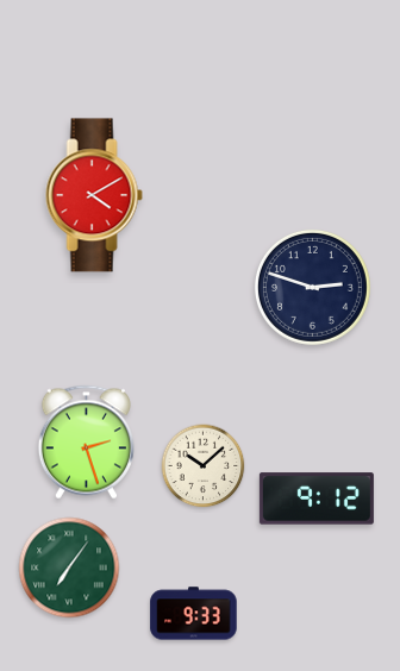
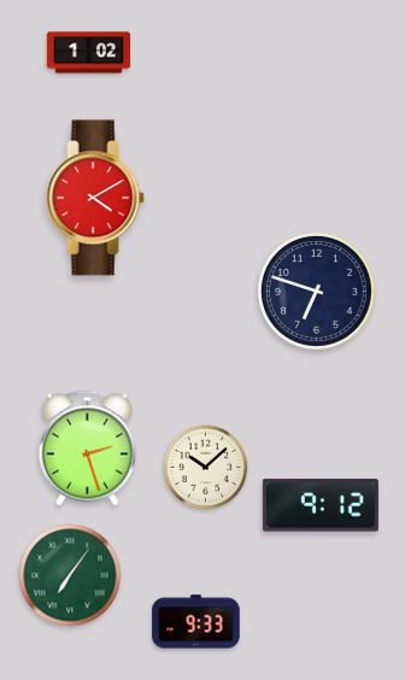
clock at (89, 53): none -> 1:02
clock at (312, 287): 2:48 -> 6:48
clock at (204, 466) position: (204, 466) -> (206, 468)
